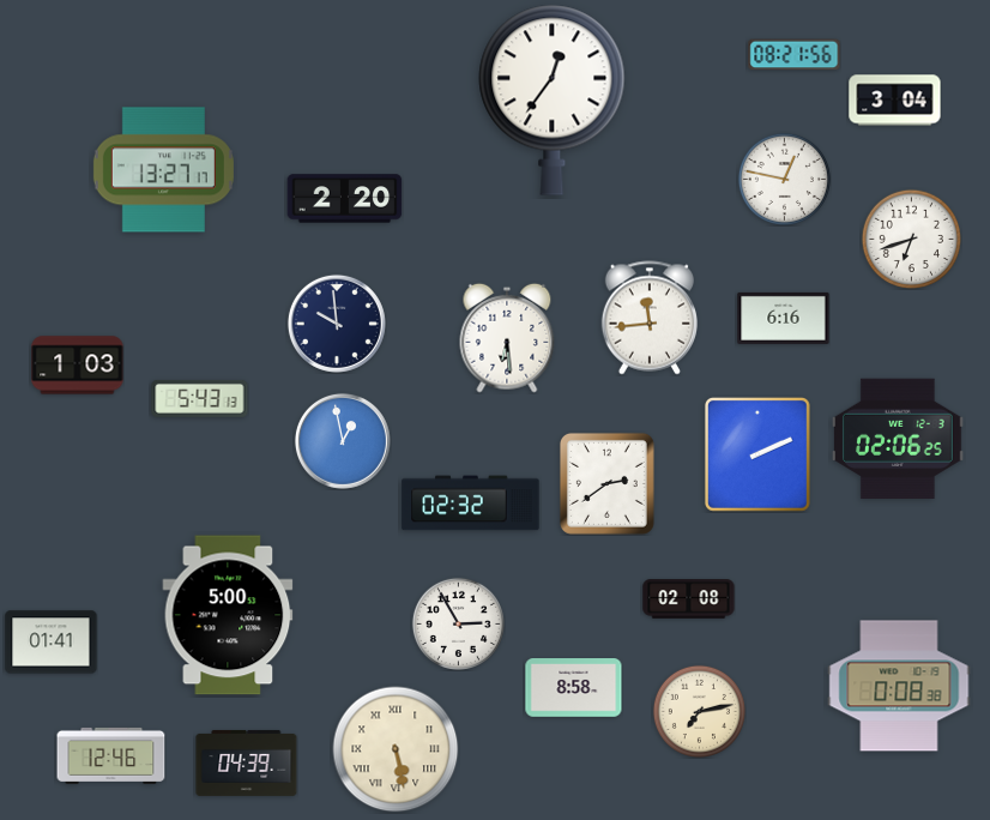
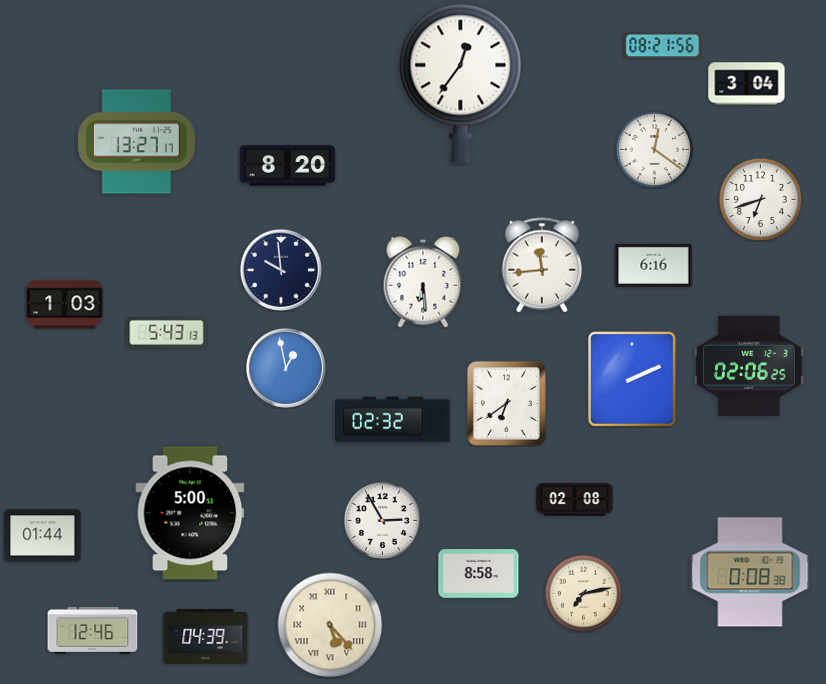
clock at (784, 179): 12:47 -> 12:21
clock at (345, 199): 2:20 -> 8:20
clock at (606, 483): 2:39 -> 6:39
clock at (52, 643): 01:41 -> 01:44
clock at (396, 749): 5:28 -> 5:23
